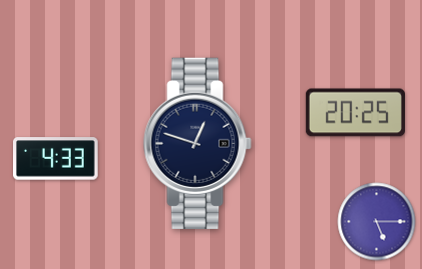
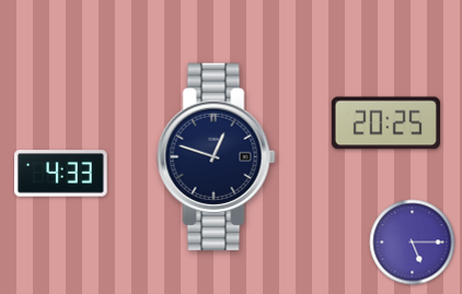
clock at (355, 113) position: (355, 113) -> (385, 124)
